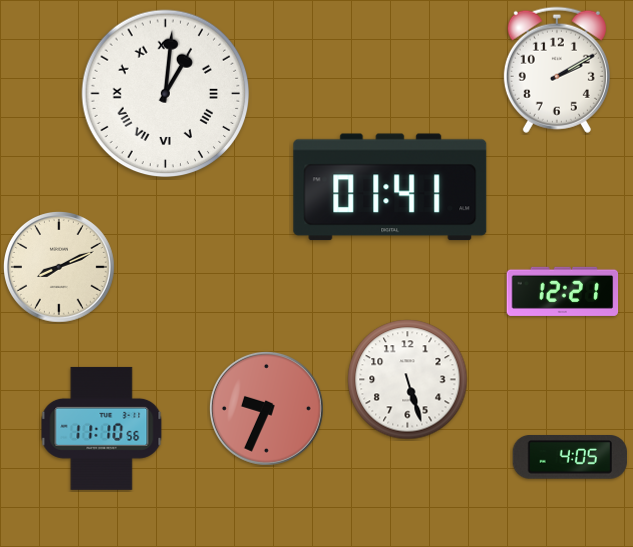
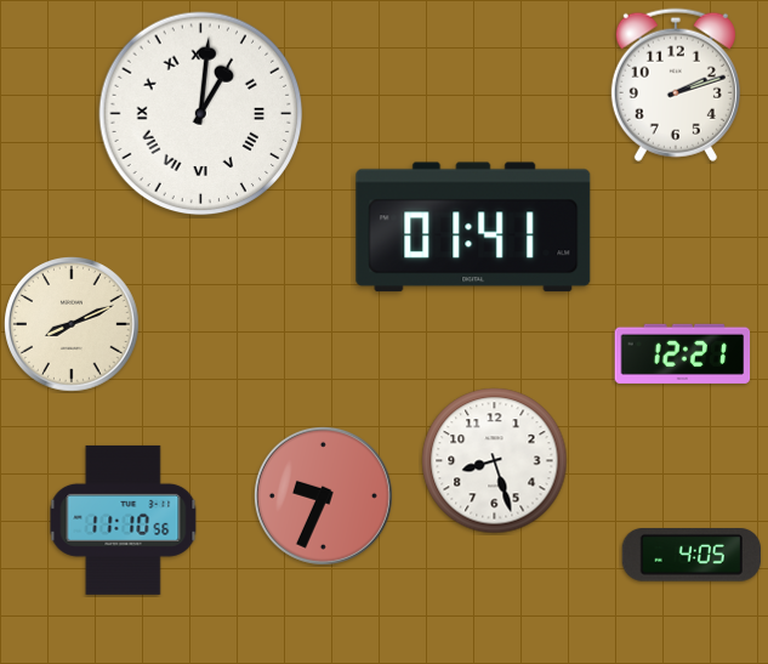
clock at (557, 70): 2:10 -> 2:12
clock at (408, 380): 5:27 -> 8:27
